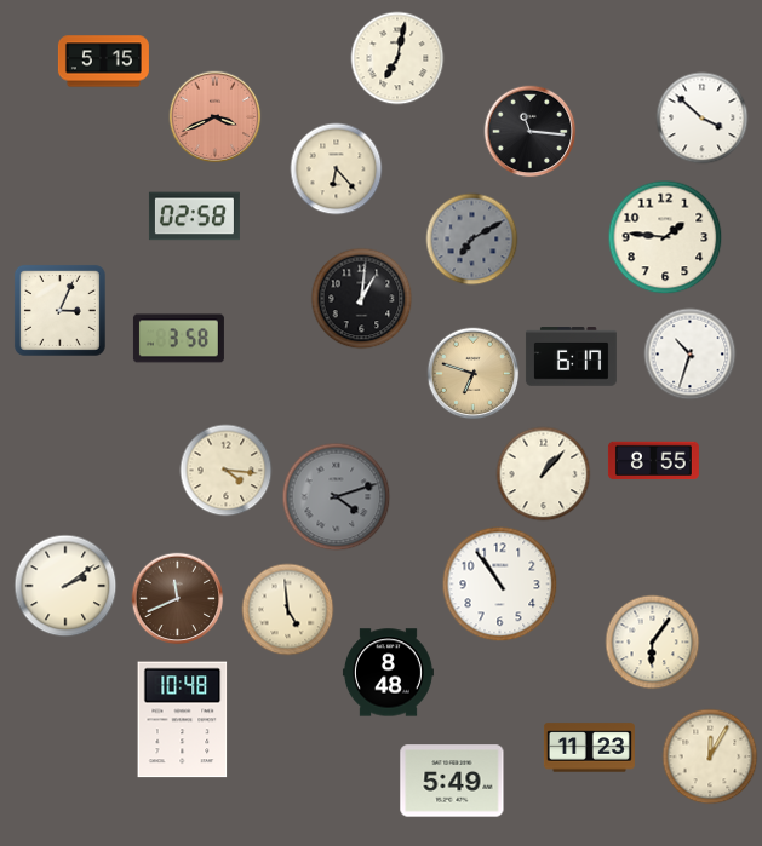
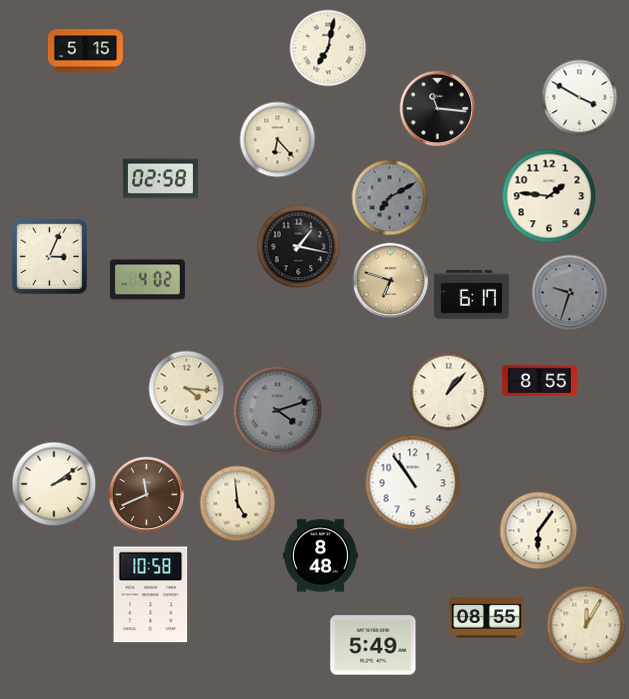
clock at (216, 117): 3:41 -> none
clock at (703, 119): 3:52 -> 3:50
clock at (362, 299): 1:01 -> 1:17
clock at (178, 339): 3:58 -> 4:02
clock at (691, 355): 10:33 -> 9:33
clock at (691, 355) dial: white -> grey
clock at (474, 374) position: (474, 374) -> (391, 281)
clock at (183, 720): 10:48 -> 10:58
clock at (589, 748): 11:23 -> 08:55
